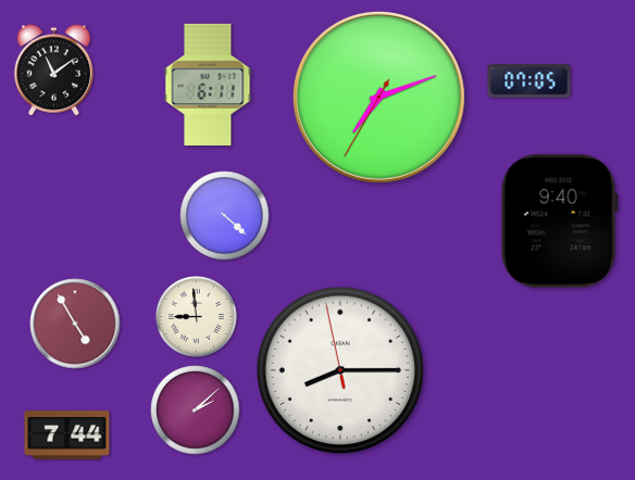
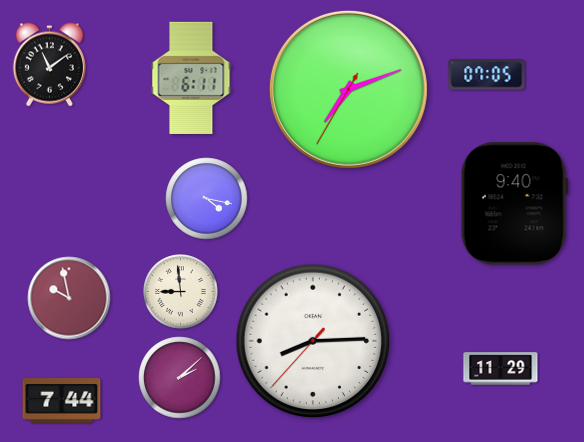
clock at (225, 216): 4:22 -> 4:17
clock at (75, 324): 4:55 -> 9:58
clock at (340, 370): 8:14:58 -> 8:14:37
clock at (501, 369): none -> 11:29
